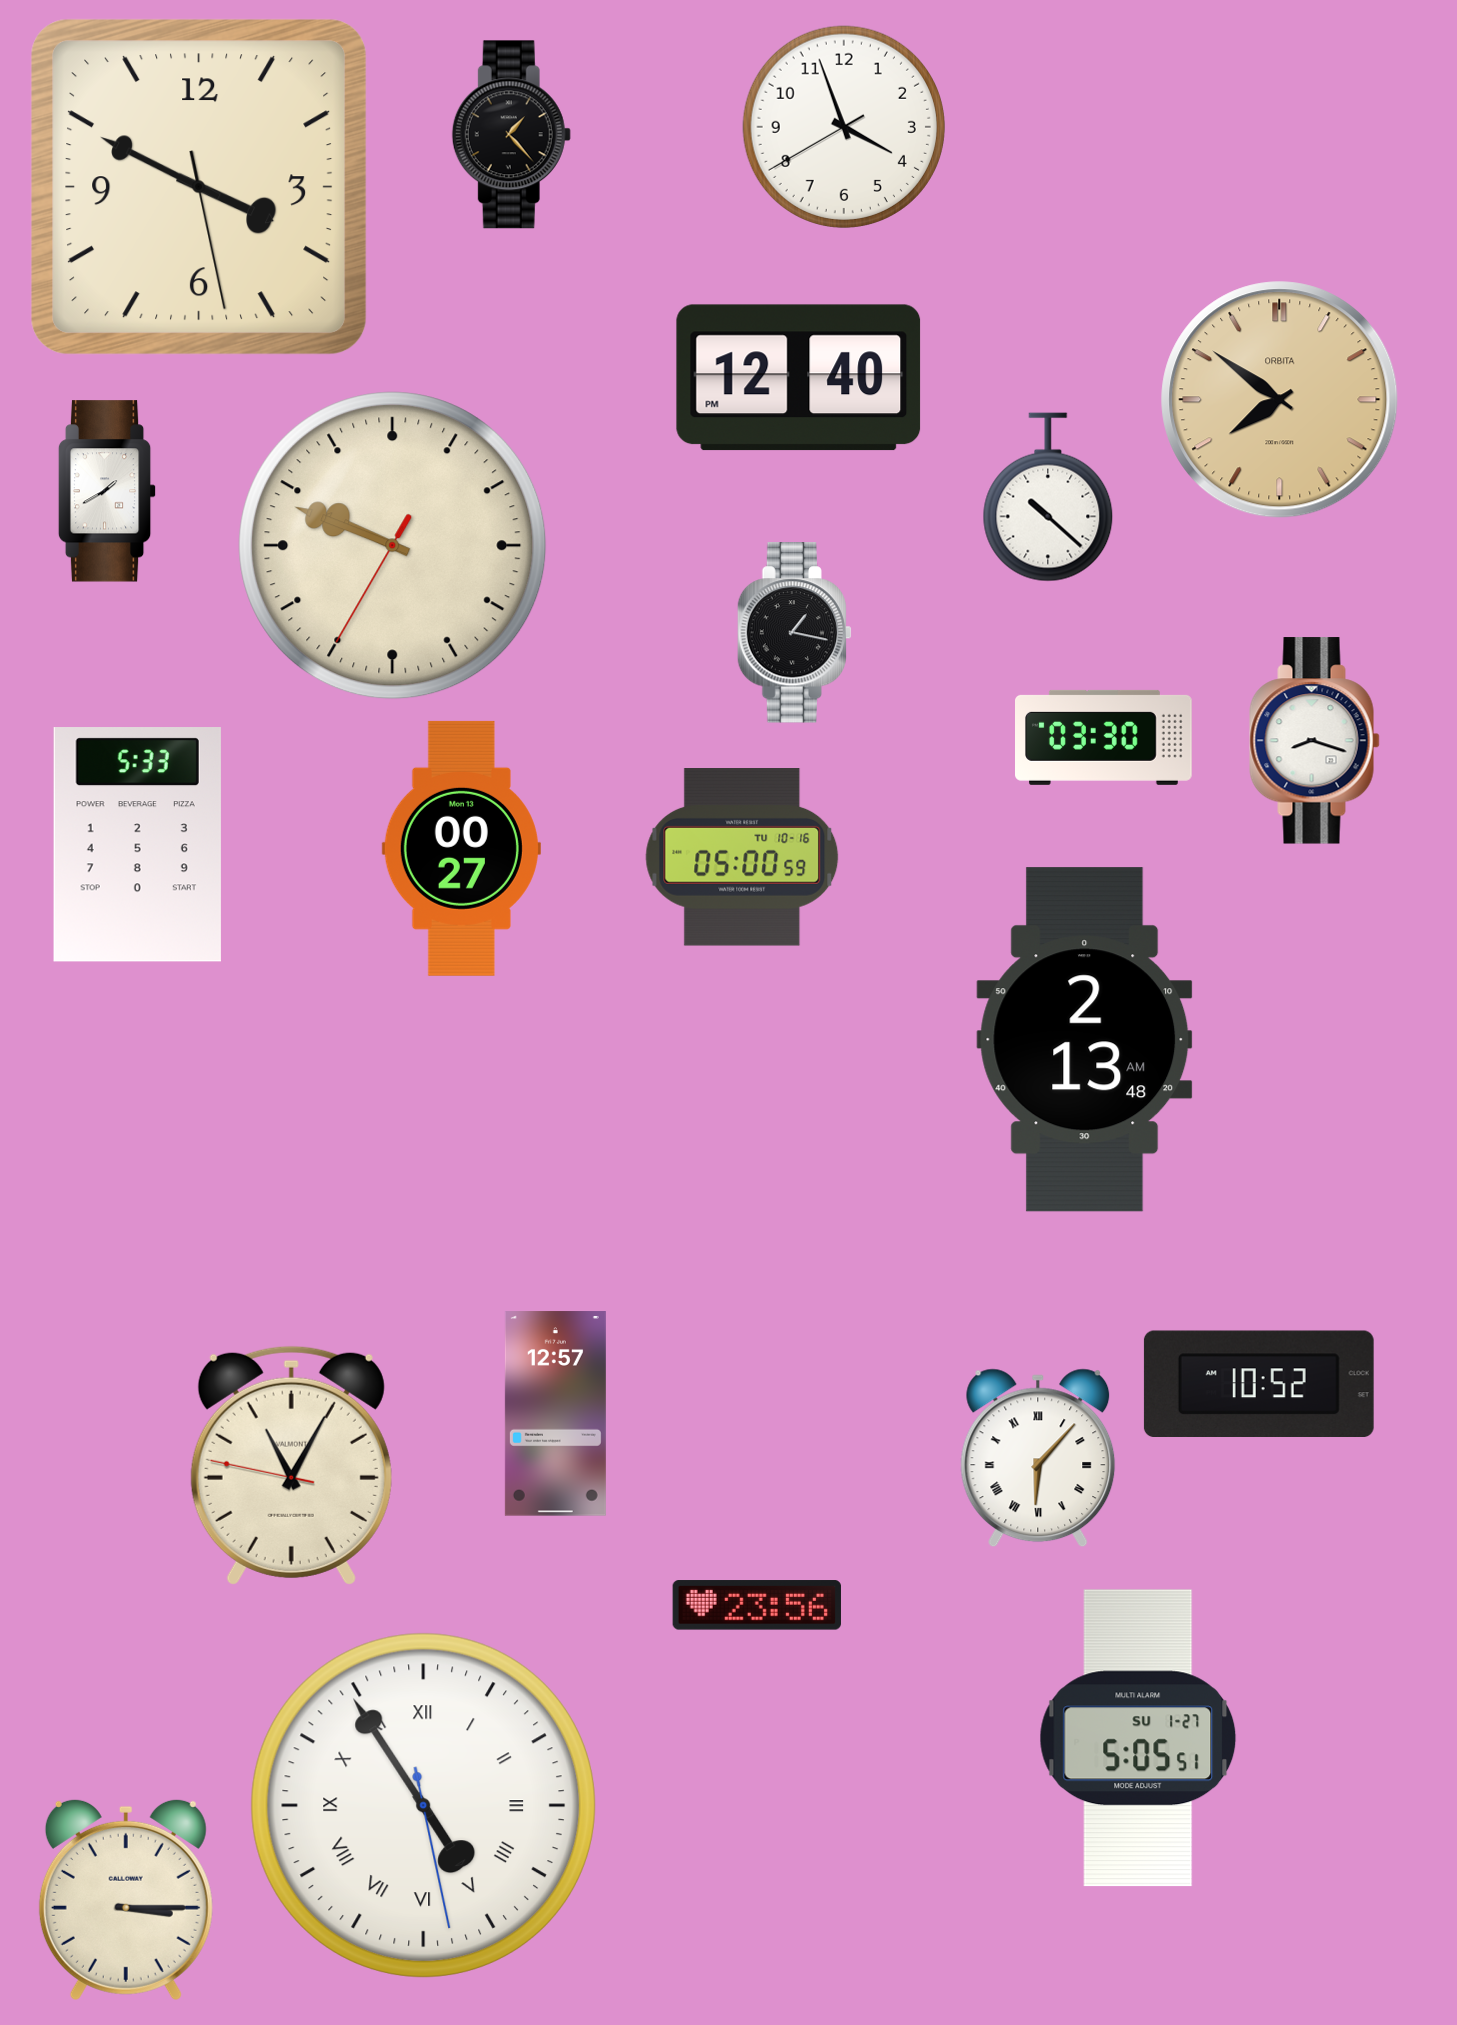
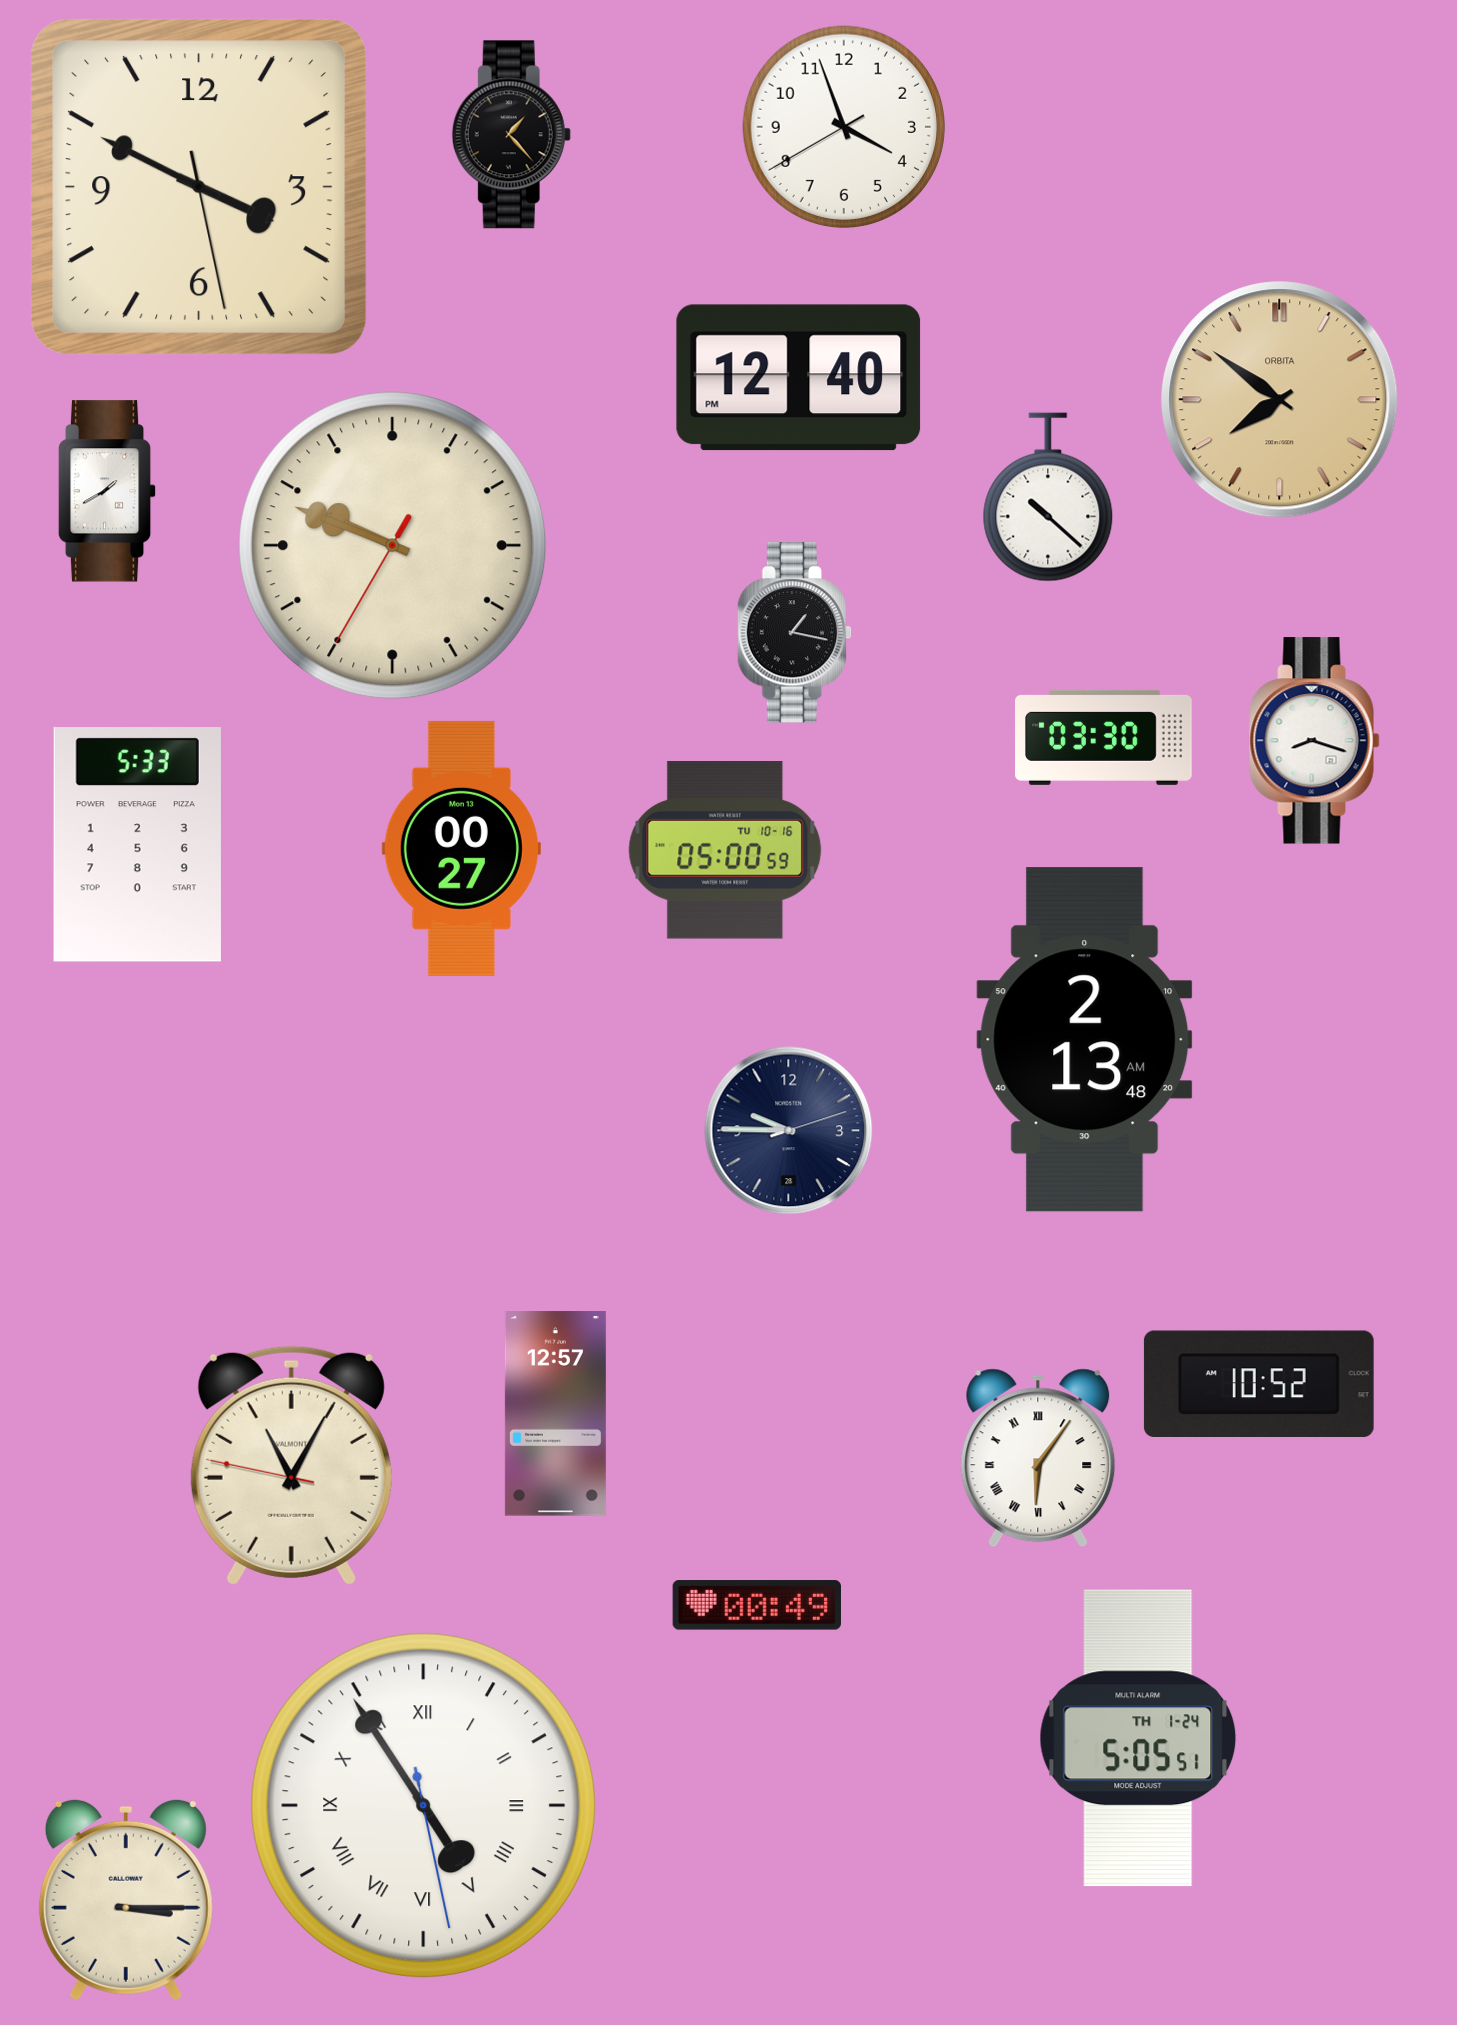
clock at (742, 857) position: (742, 857) -> (725, 850)
clock at (789, 1131): none -> 9:45
clock at (1038, 1458): 6:07 -> 6:06
clock at (757, 1605): 23:56 -> 00:49
clock at (1138, 1738) date: SU 1-27 -> TH 1-24
